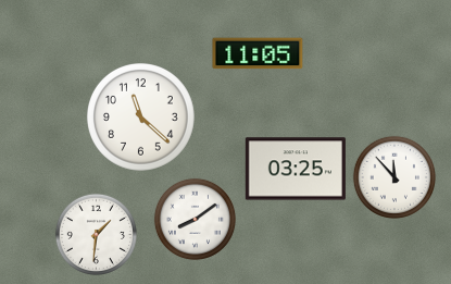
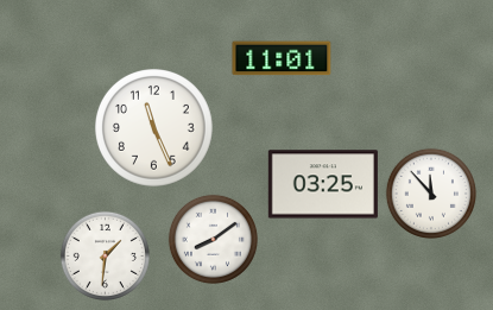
clock at (258, 53): 11:05 -> 11:01
clock at (141, 118): 11:22 -> 11:26
